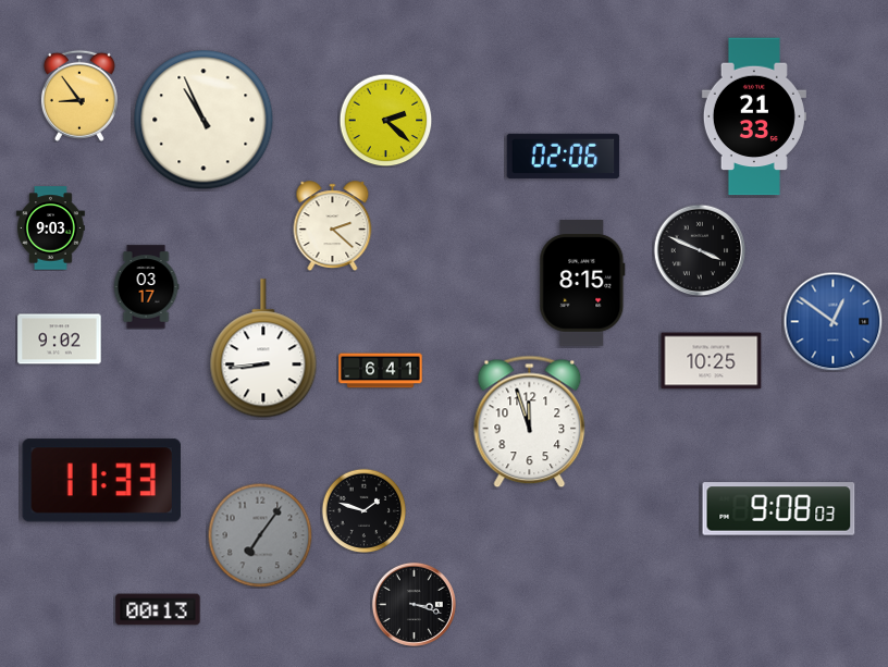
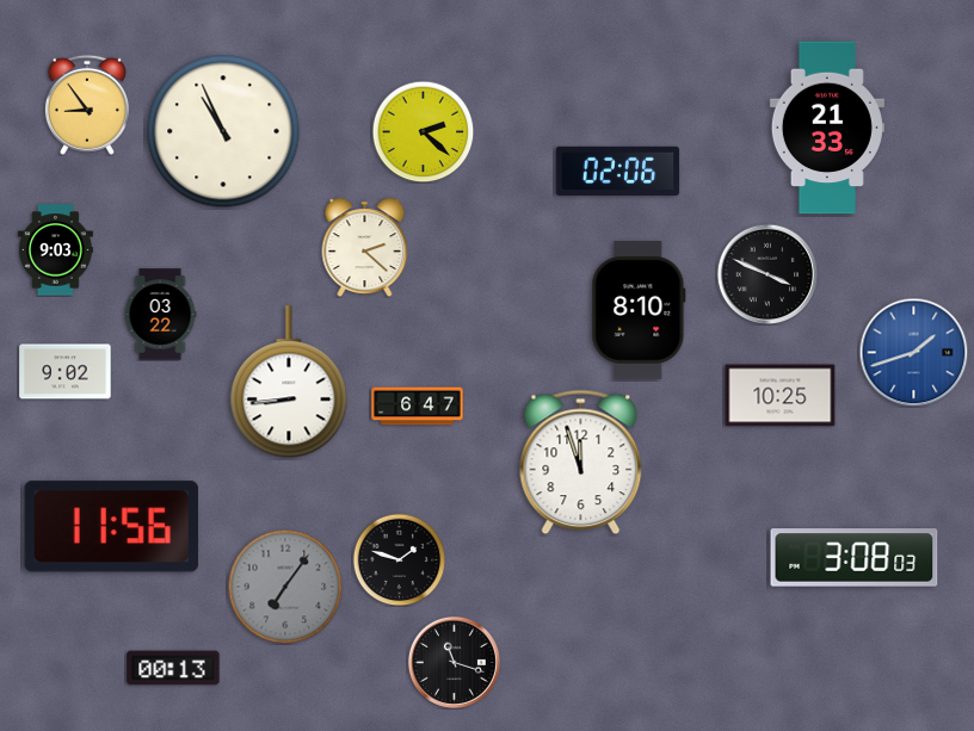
clock at (582, 284): 8:15 -> 8:10
clock at (146, 287): 03:17 -> 03:22
clock at (832, 321): 12:51 -> 1:42
clock at (381, 371): 6:41 -> 6:47
clock at (101, 481): 11:33 -> 11:56
clock at (779, 509): 9:08 -> 3:08
clock at (414, 604): 3:18 -> 11:18
